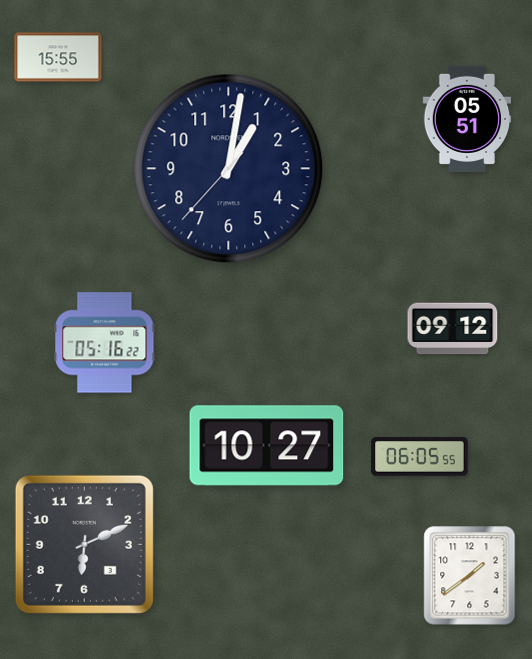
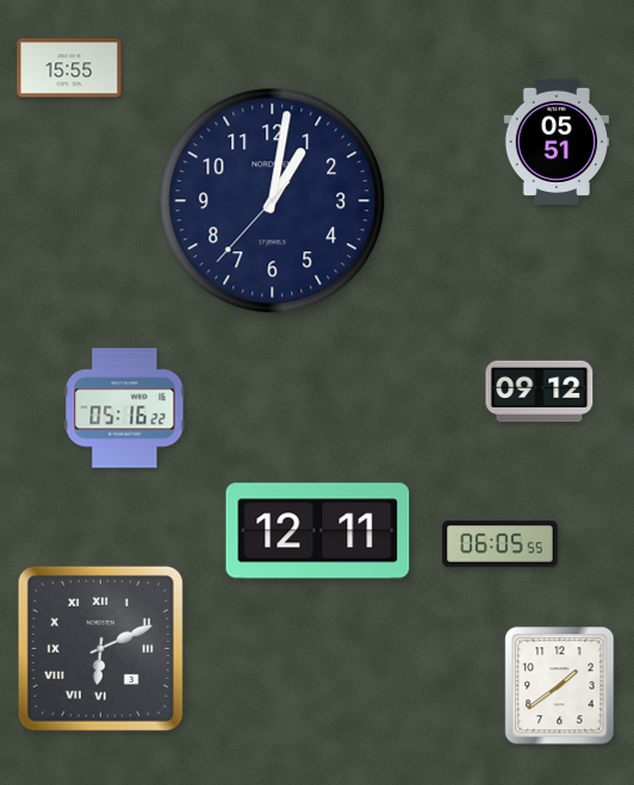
clock at (267, 446): 10:27 -> 12:11
clock at (84, 544) numerals: Arabic -> Roman
